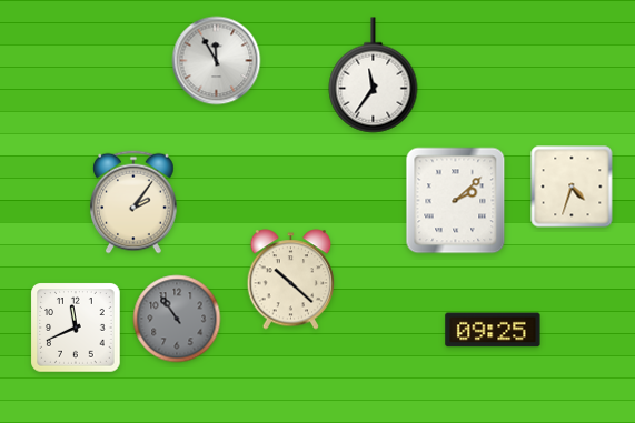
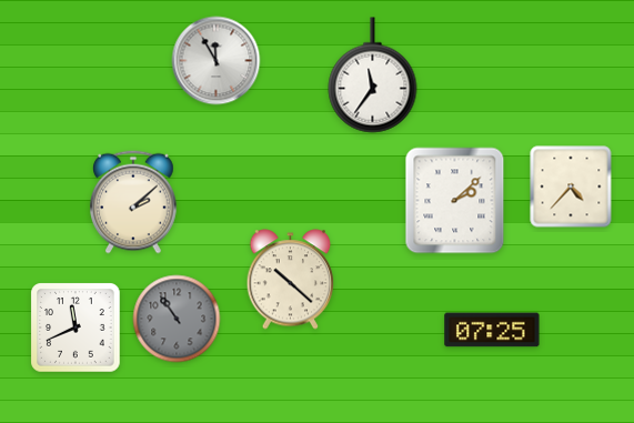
clock at (572, 187): 4:33 -> 4:37
clock at (135, 202): 2:06 -> 2:08
clock at (493, 330): 09:25 -> 07:25
